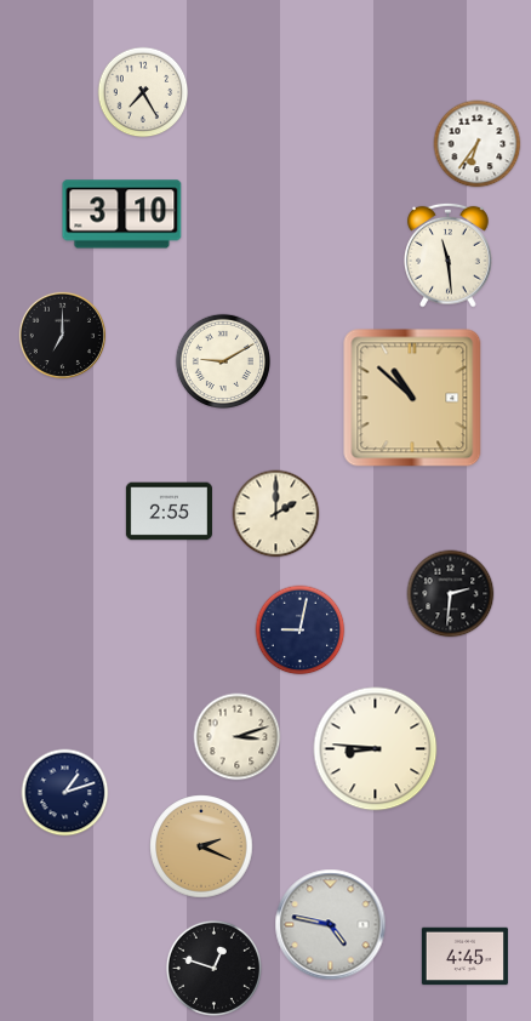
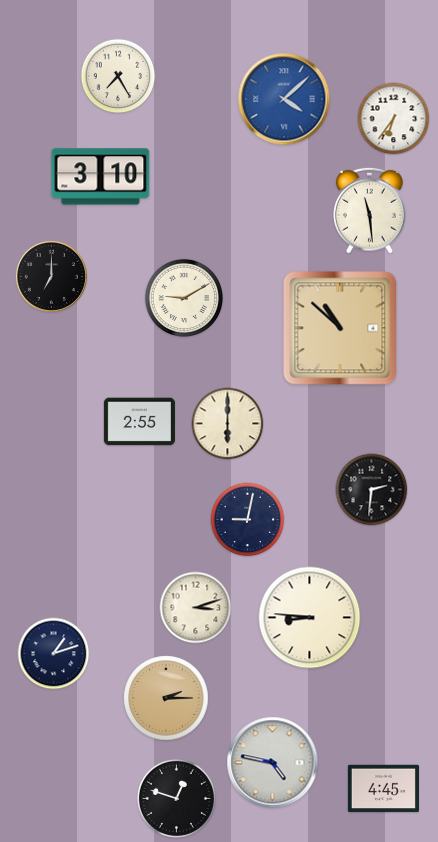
clock at (284, 99): none -> 4:08
clock at (276, 514): 2:00 -> 6:00
clock at (201, 846): 2:19 -> 2:15
